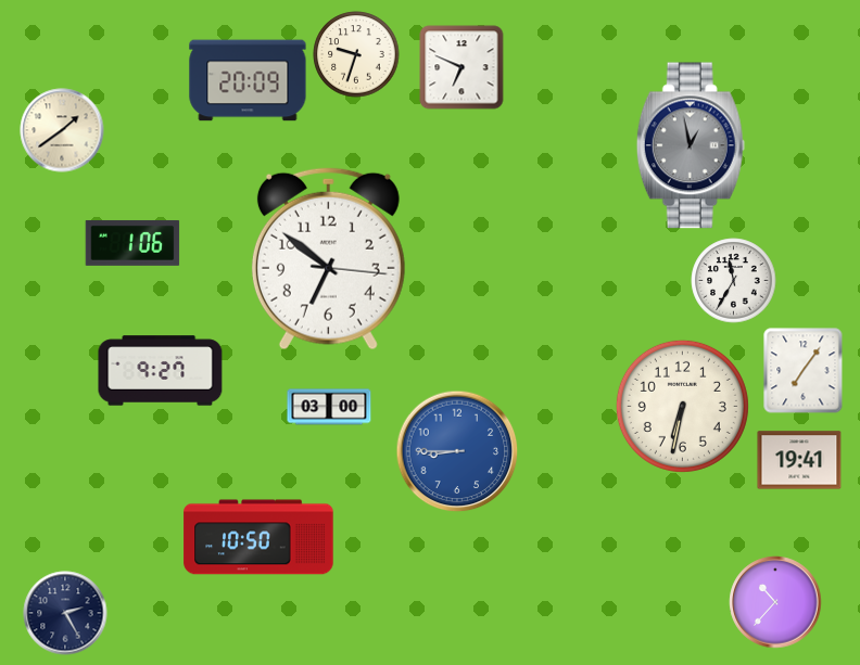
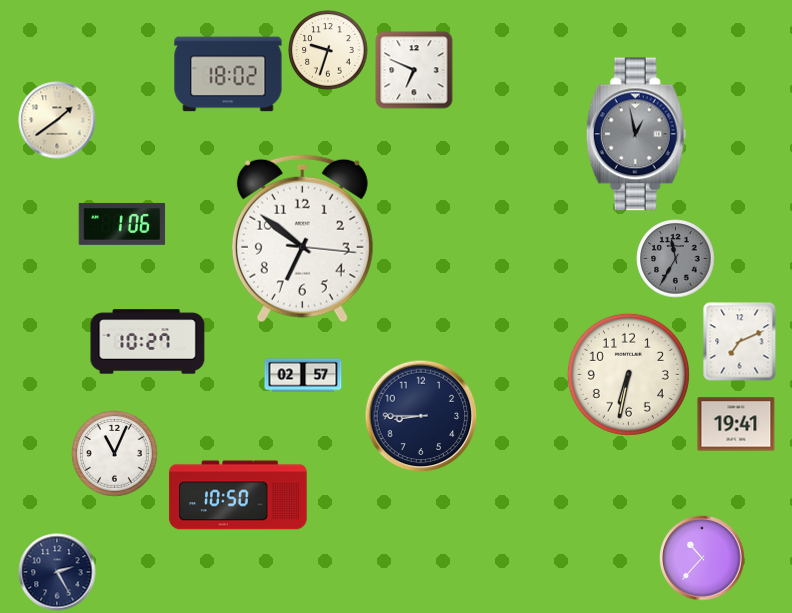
clock at (461, 67) position: (461, 67) -> (414, 70)
clock at (248, 80): 20:09 -> 18:02
clock at (734, 281) dial: white -> grey
clock at (161, 371): 9:27 -> 10:27
clock at (804, 371): 7:06 -> 7:11
clock at (329, 407): 03:00 -> 02:57
clock at (457, 451) dial: blue -> navy
clock at (115, 454): none -> 11:04
clock at (775, 602) position: (775, 602) -> (702, 558)
clock at (65, 613) position: (65, 613) -> (57, 572)
